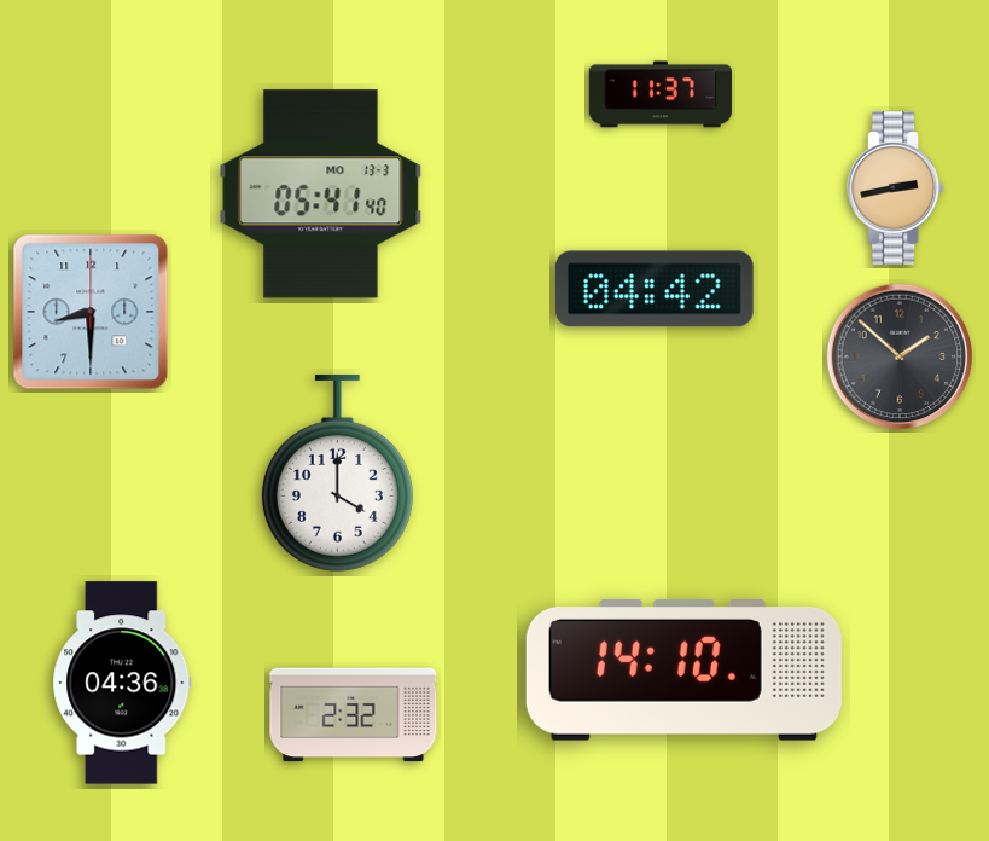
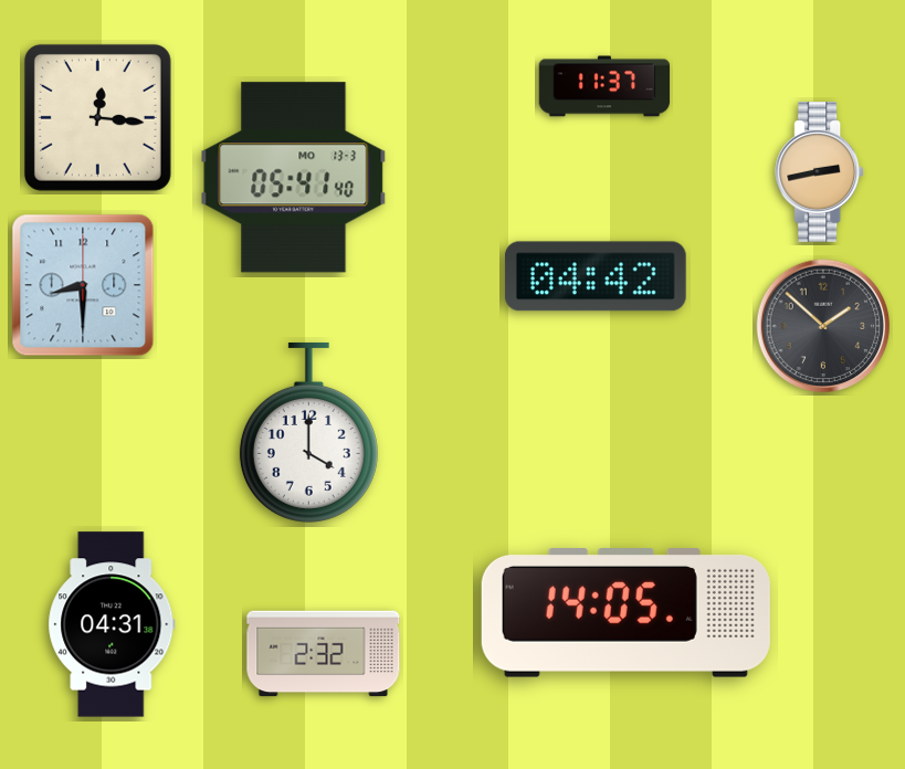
clock at (97, 117): none -> 12:16
clock at (655, 289) position: (655, 289) -> (596, 276)
clock at (683, 671): 14:10 -> 14:05
clock at (122, 683): 04:36 -> 04:31
